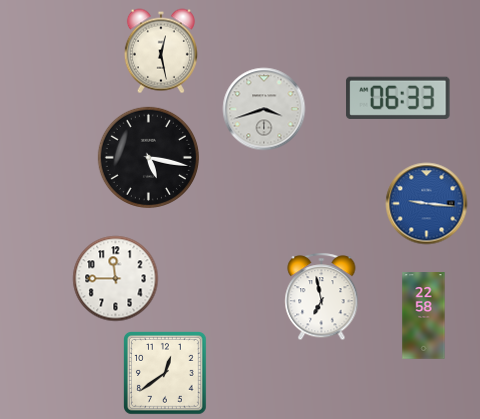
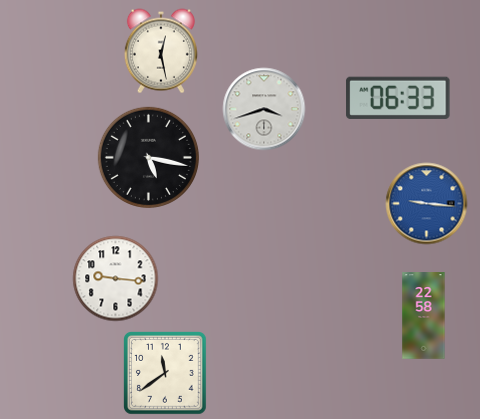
clock at (116, 279): 11:45 -> 9:16
clock at (322, 297): 6:58 -> none
clock at (166, 374): 12:39 -> 11:39
